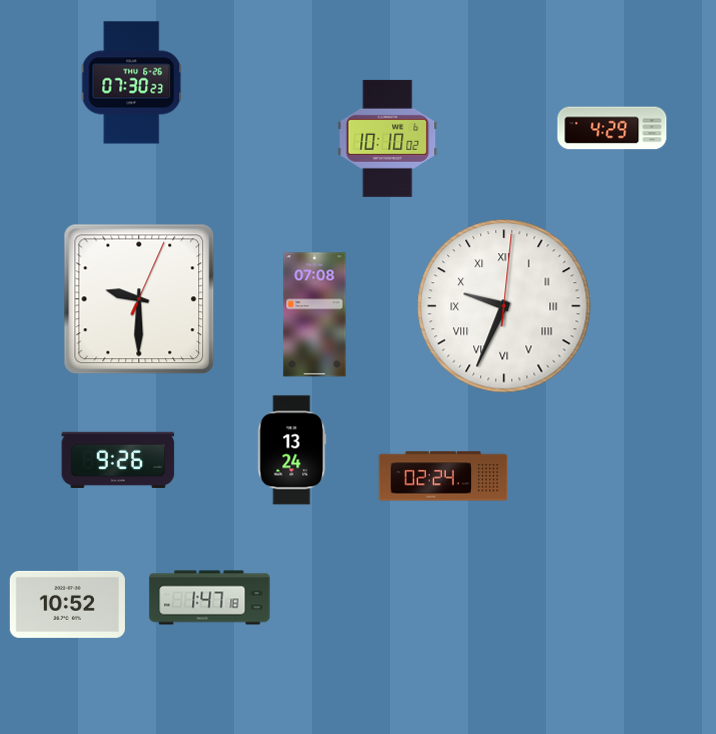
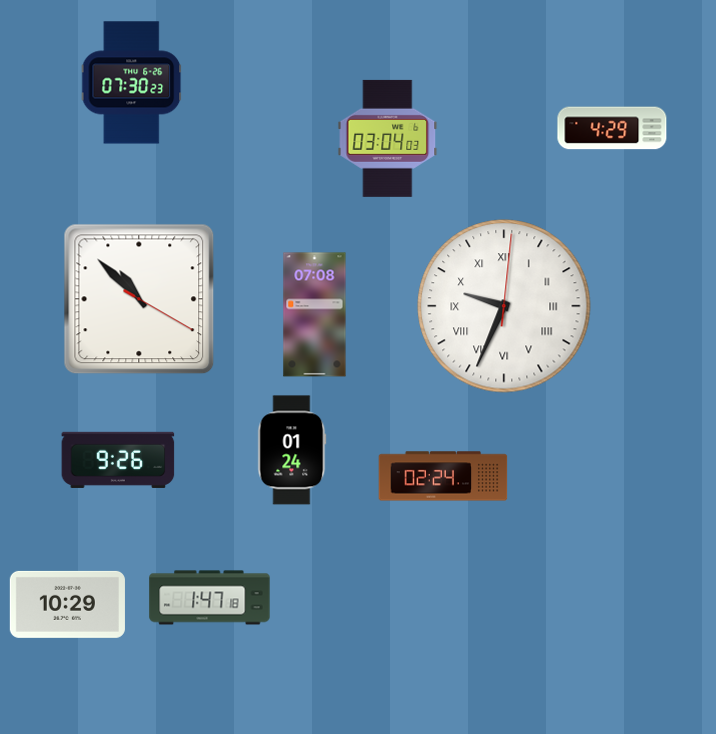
clock at (388, 138): 10:10 -> 03:04
clock at (139, 299): 9:30 -> 10:52
clock at (292, 450): 13:24 -> 01:24
clock at (67, 604): 10:52 -> 10:29
